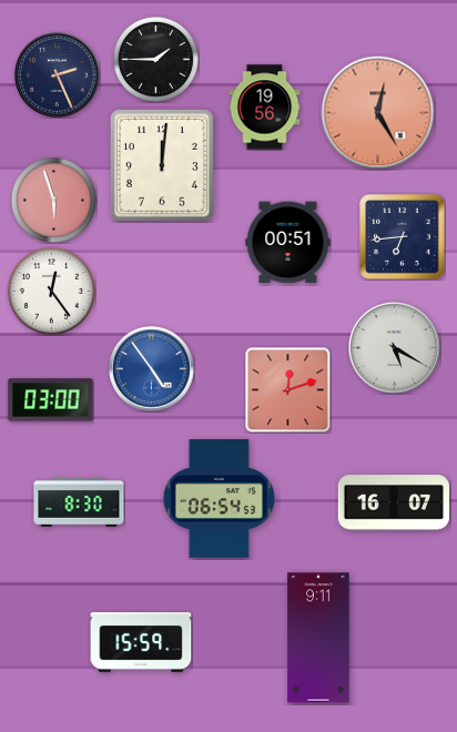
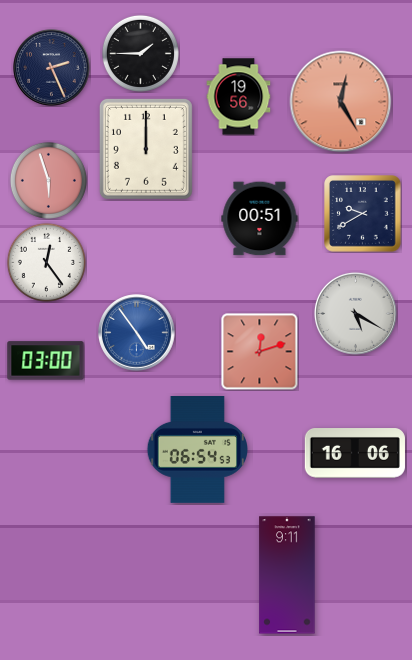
clock at (162, 165): 12:01 -> 12:00
clock at (403, 237): 6:44 -> 9:40
clock at (79, 502): 8:30 -> none
clock at (394, 502): 16:07 -> 16:06
clock at (141, 643): 15:59 -> none
